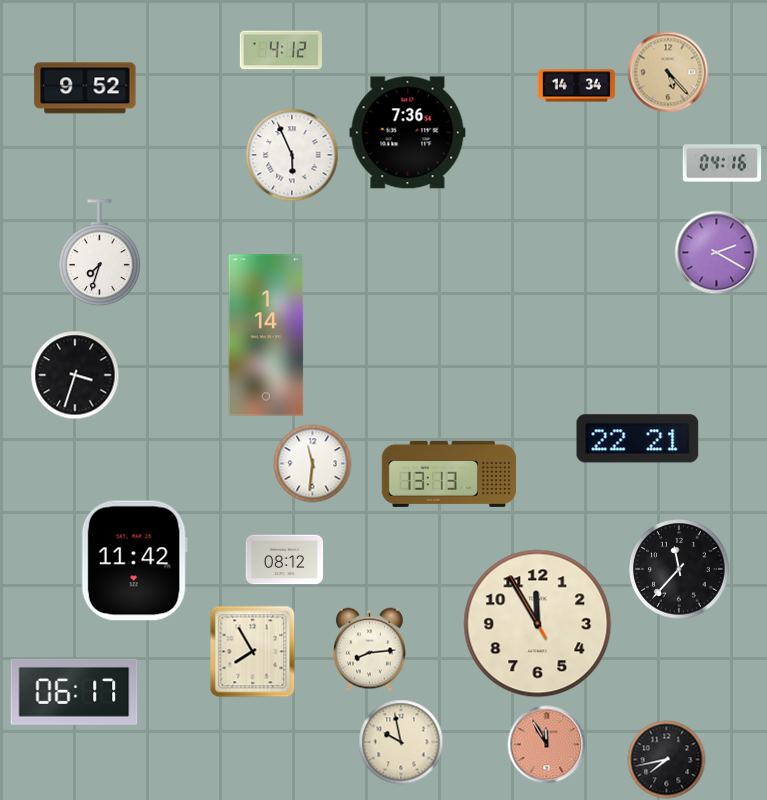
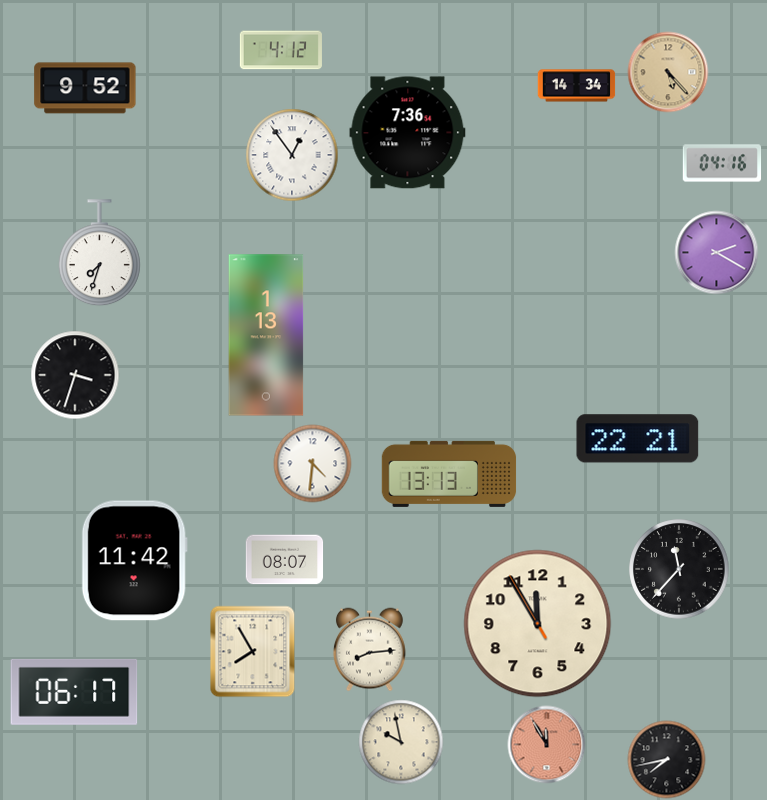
clock at (292, 155): 5:56 -> 12:54
clock at (266, 335): 1:14 -> 1:13
clock at (312, 463): 11:31 -> 4:31
clock at (284, 560): 08:12 -> 08:07
